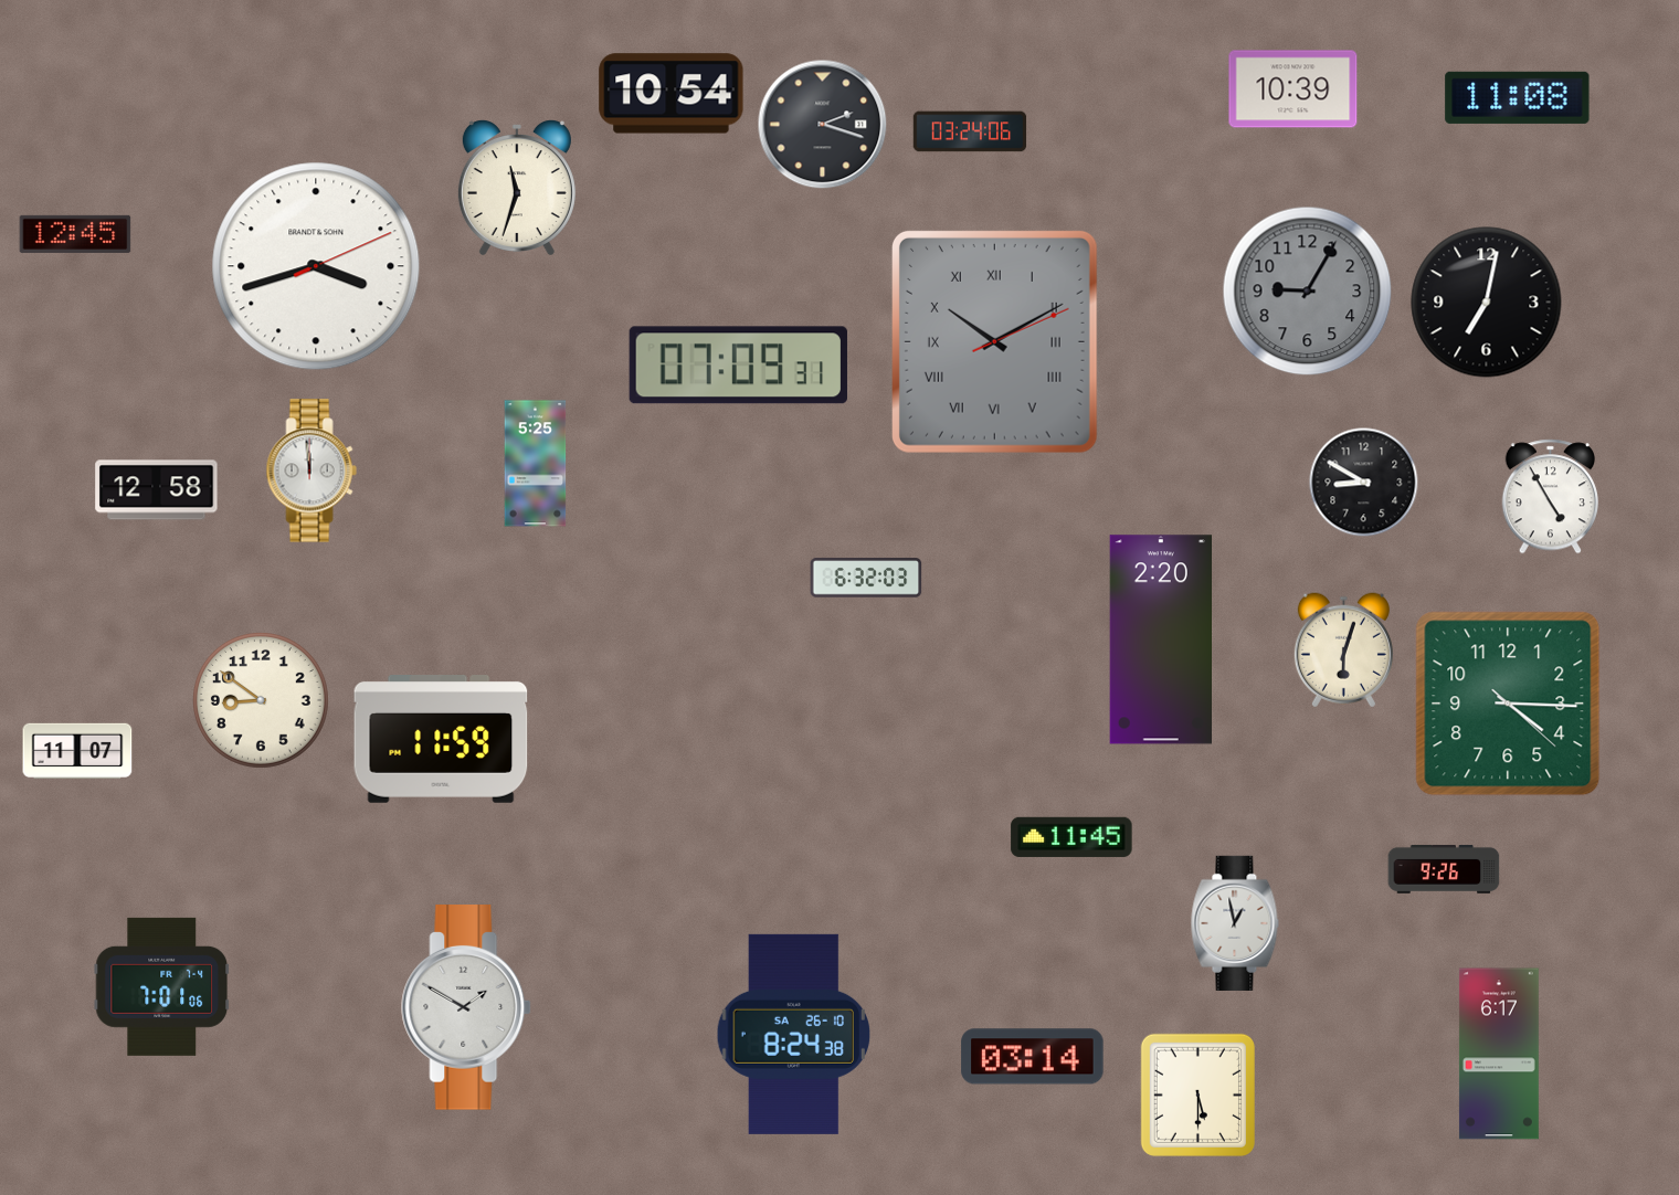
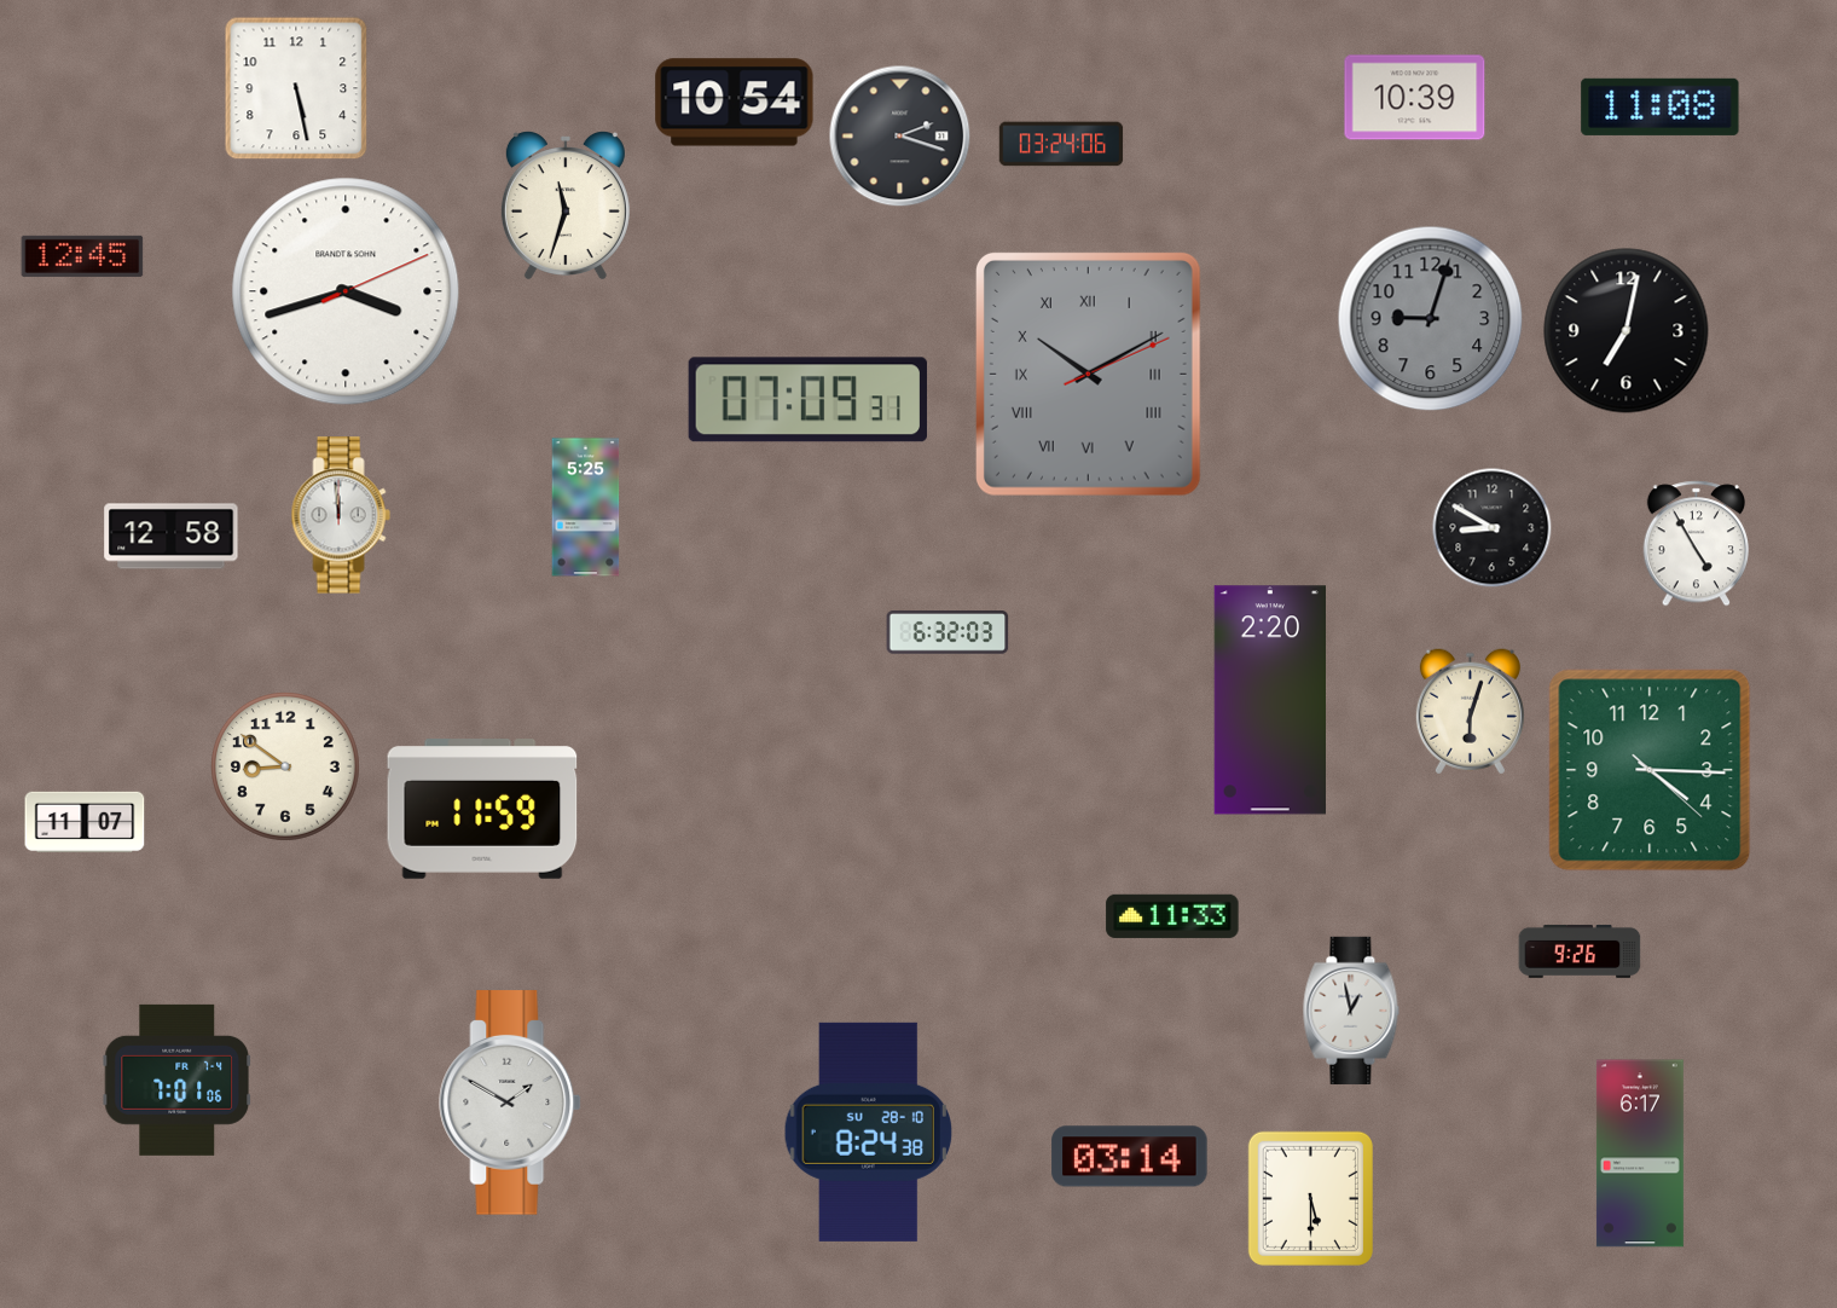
clock at (296, 88): none -> 5:28
clock at (1308, 292): 9:05 -> 9:03
clock at (1071, 837): 11:45 -> 11:33
clock at (793, 1034) date: SA 26-10 -> SU 28-10
